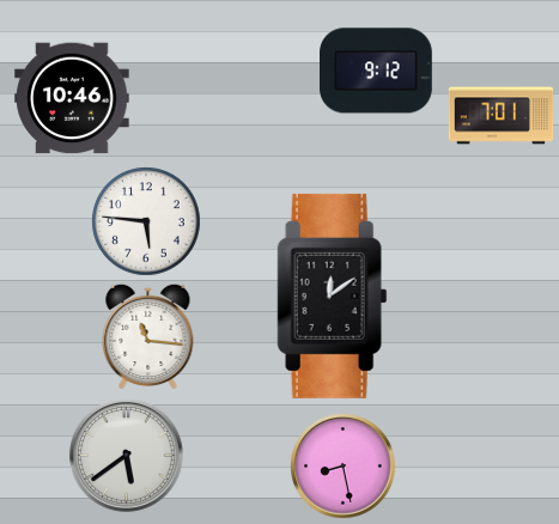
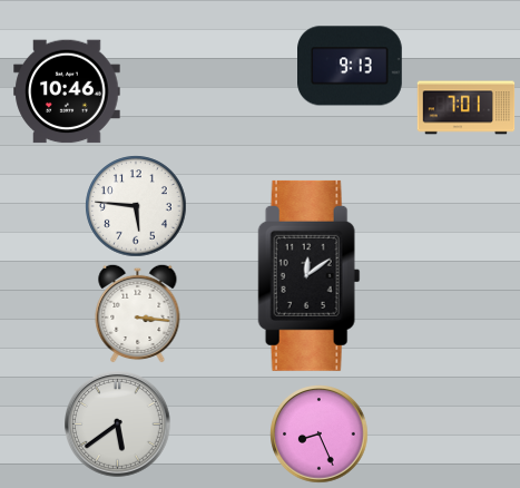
clock at (377, 71): 9:12 -> 9:13
clock at (148, 336): 11:16 -> 3:16
clock at (344, 467): 8:28 -> 8:26
